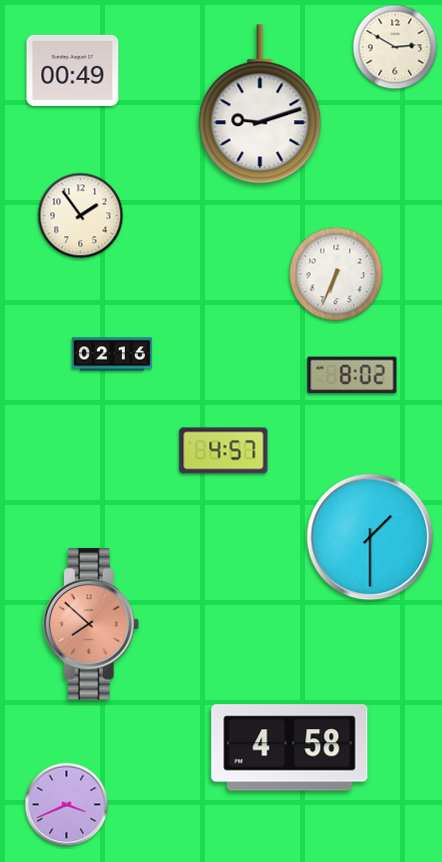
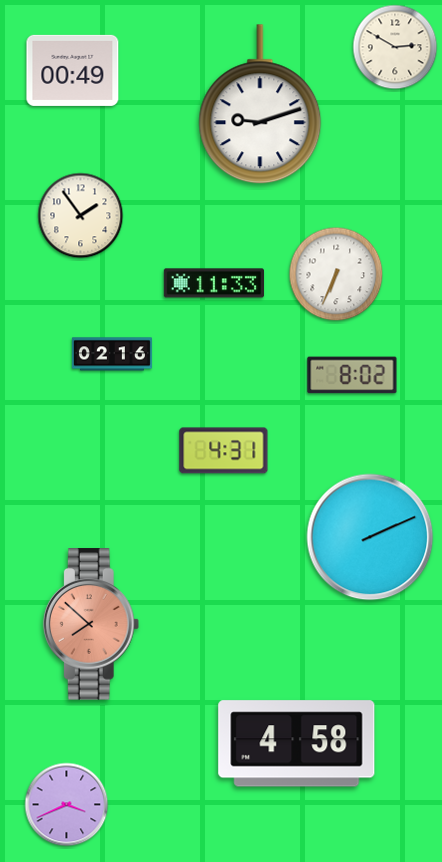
clock at (213, 283): none -> 11:33
clock at (224, 451): 4:57 -> 4:31
clock at (370, 537): 1:30 -> 2:11
clock at (290, 748) position: (290, 748) -> (297, 744)
